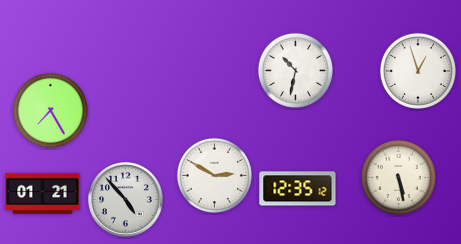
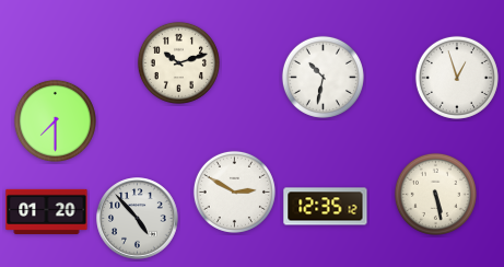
clock at (178, 62): none -> 10:12
clock at (50, 110): 7:25 -> 7:30
clock at (43, 193): 01:21 -> 01:20
